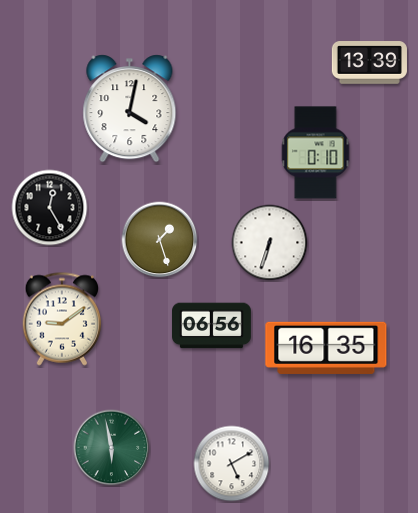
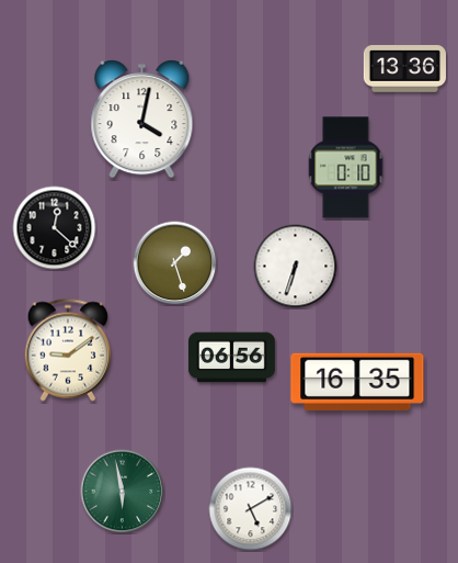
clock at (369, 63): 13:39 -> 13:36
clock at (50, 208): 12:25 -> 12:22
clock at (232, 464) position: (232, 464) -> (251, 509)
